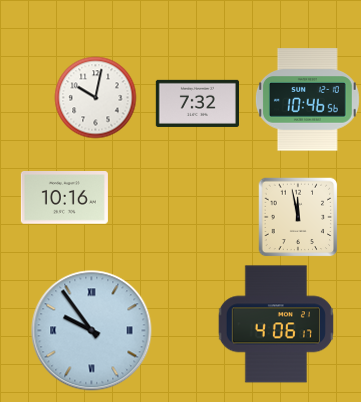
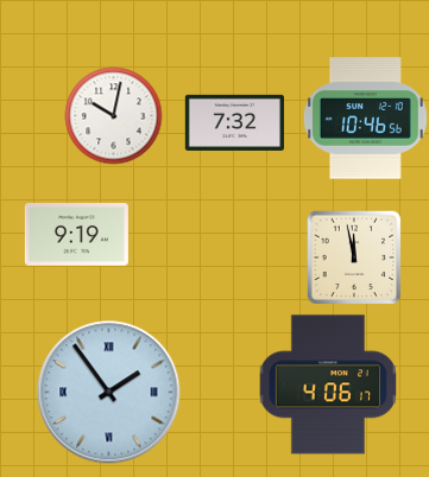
clock at (64, 198): 10:16 -> 9:19
clock at (92, 331): 9:54 -> 1:54
